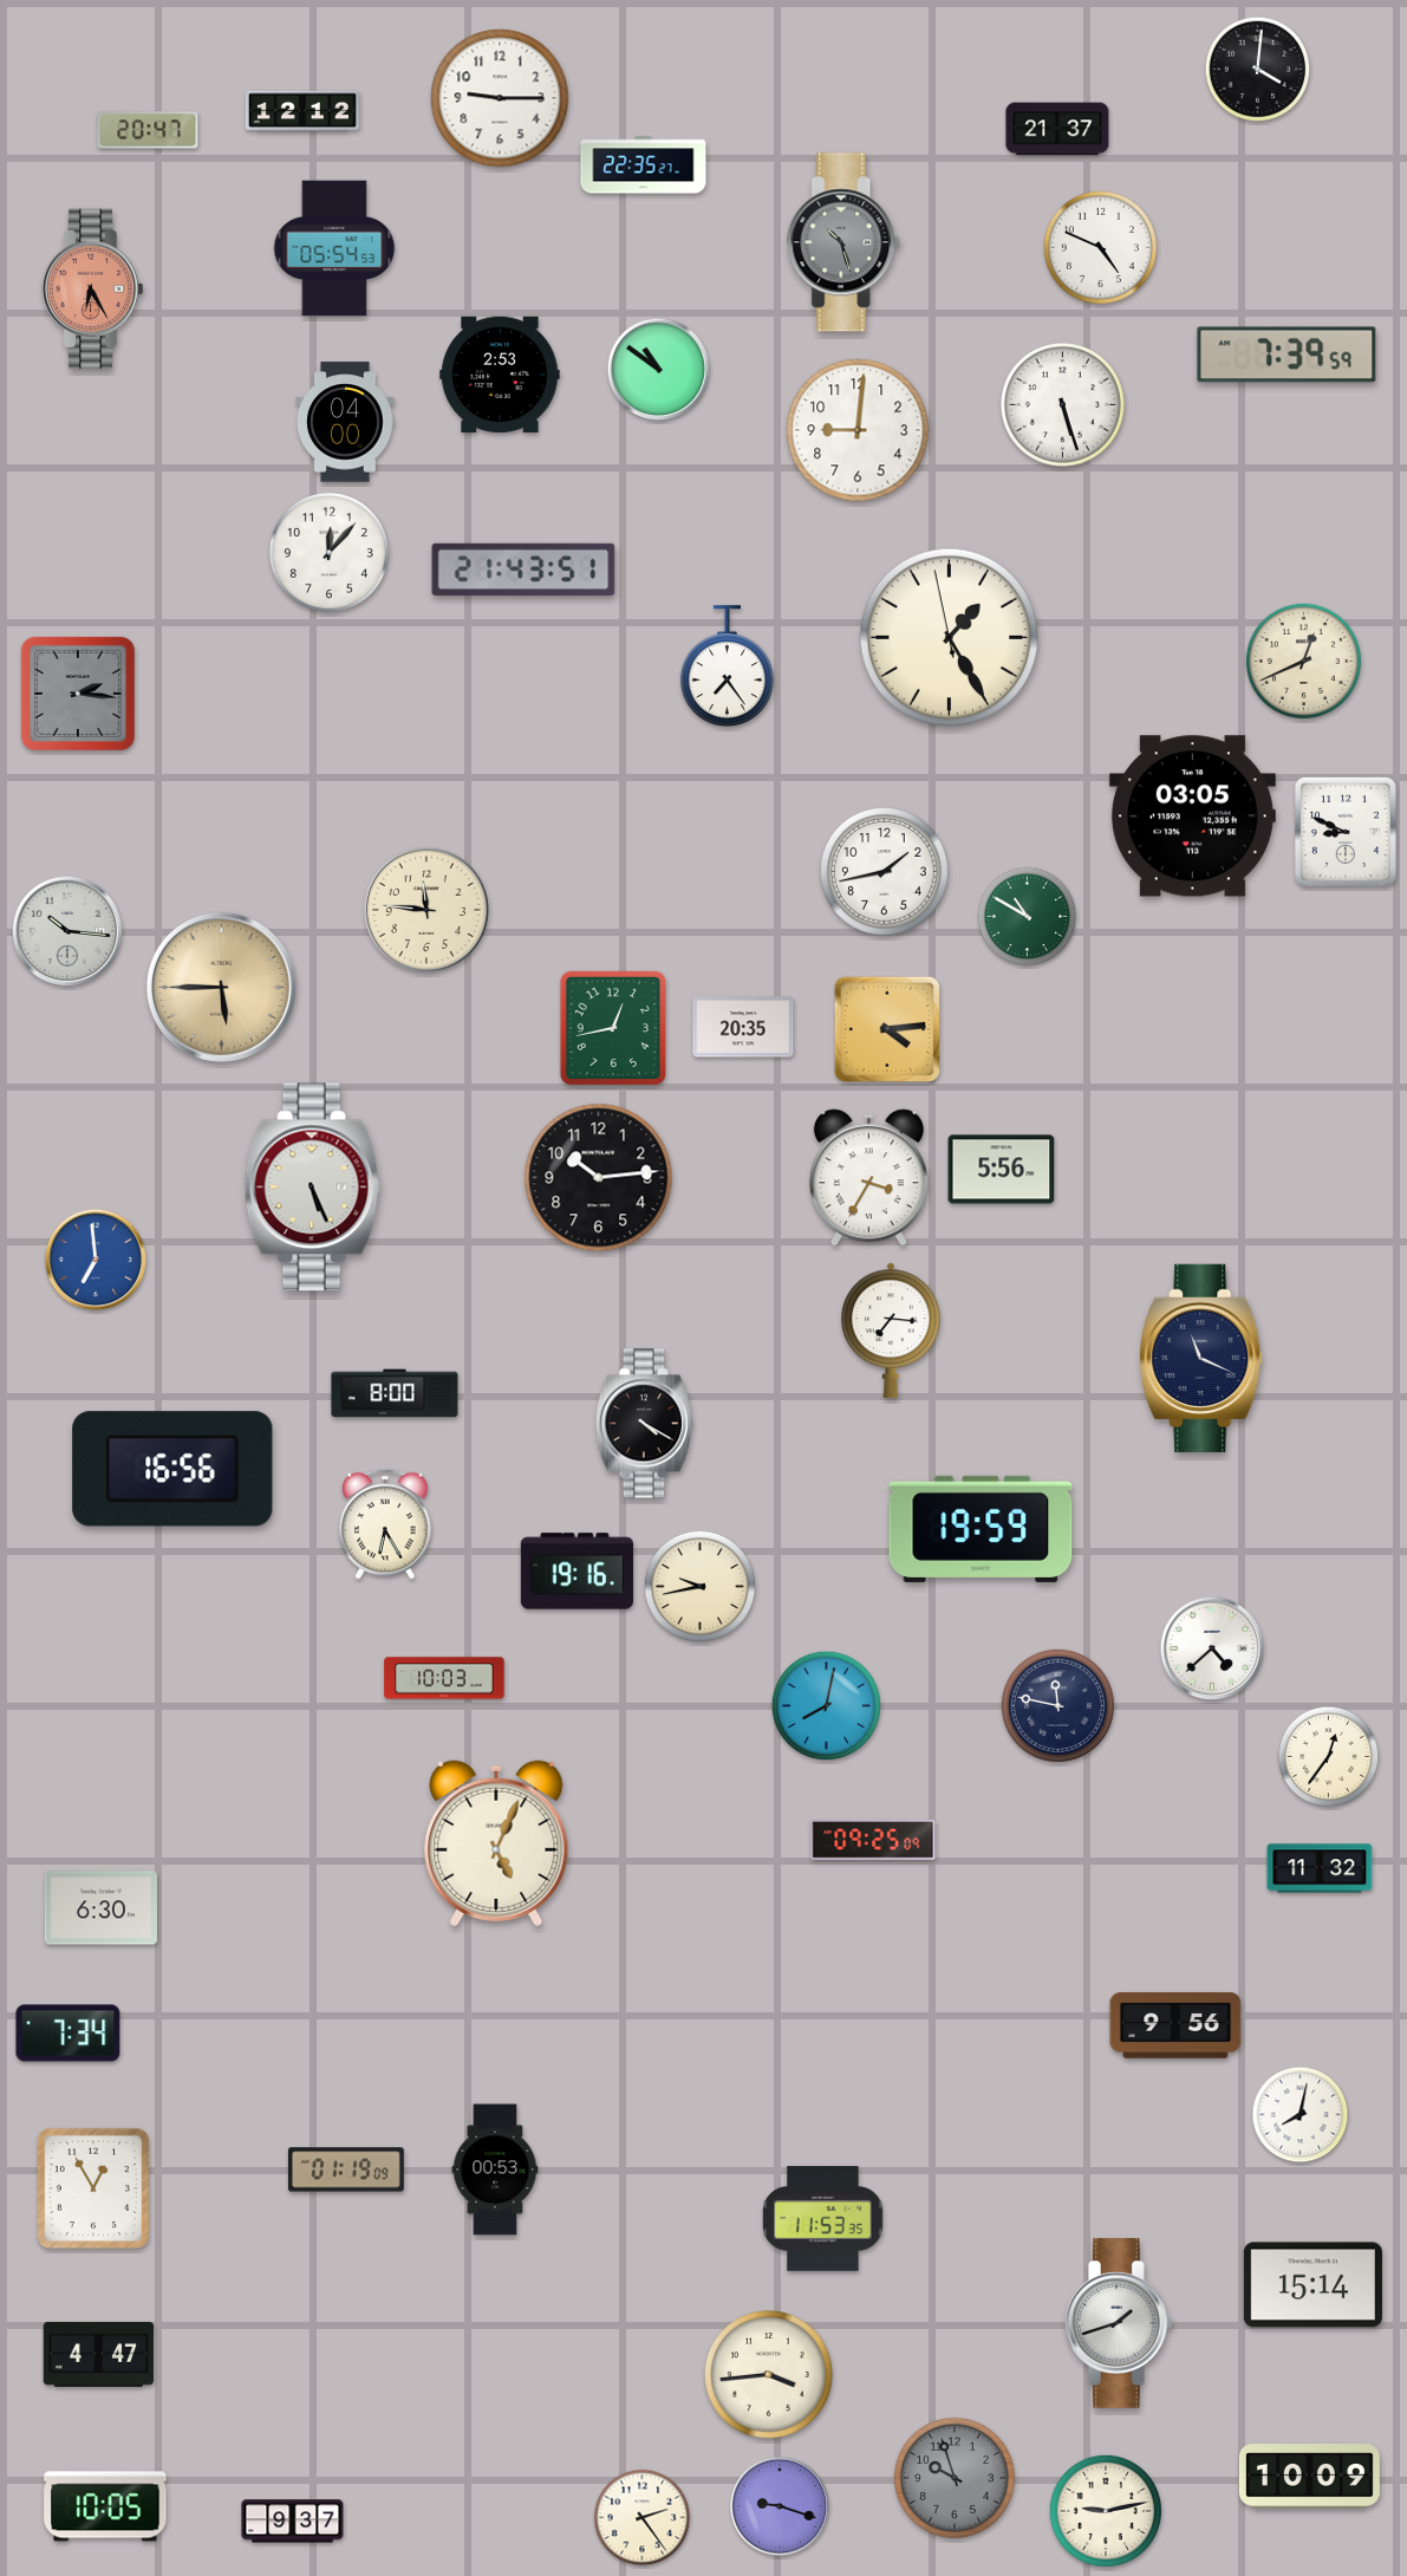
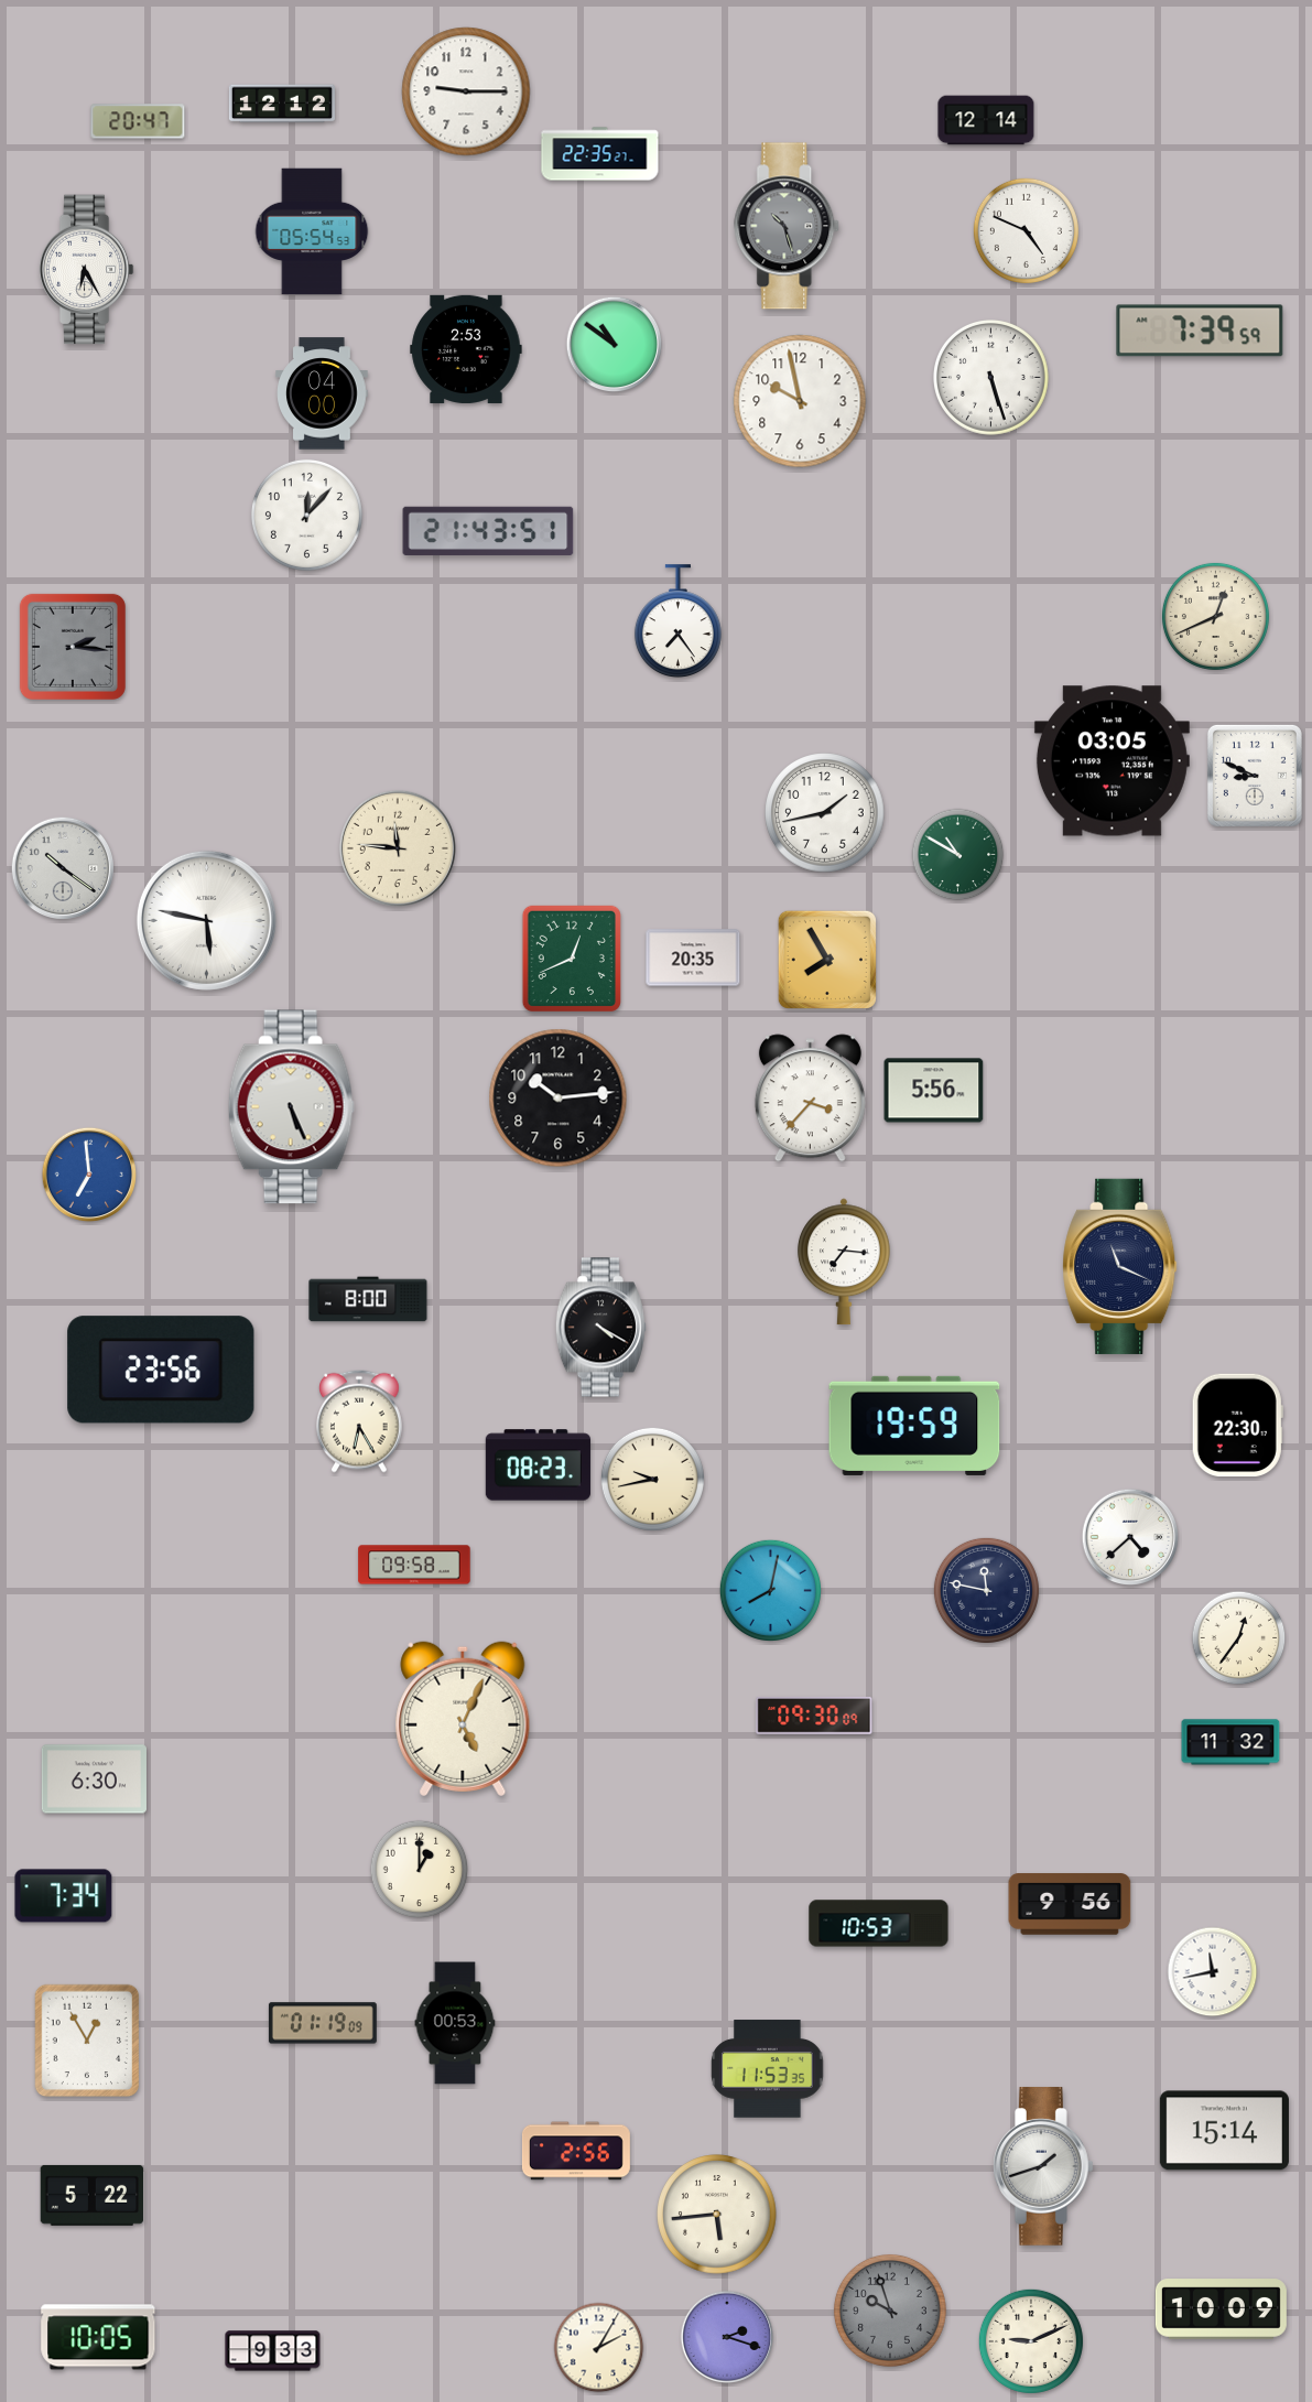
clock at (1258, 70): 4:01 -> none
clock at (1057, 129): 21:37 -> 12:14
clock at (92, 290) dial: salmon -> white
clock at (858, 430): 9:01 -> 9:58
clock at (950, 638): 1:24 -> none
clock at (67, 931): 10:16 -> 10:21
clock at (221, 987): 5:45 -> 5:47
clock at (221, 987) dial: champagne -> white
clock at (613, 1028): 12:43 -> 12:41
clock at (887, 1029): 4:14 -> 7:55
clock at (868, 1178): 3:35 -> 3:37
clock at (892, 1331) position: (892, 1331) -> (845, 1262)
clock at (172, 1469): 16:56 -> 23:56
clock at (1237, 1426): none -> 22:30
clock at (577, 1572): 19:16 -> 08:23
clock at (444, 1678): 10:03 -> 09:58
clock at (873, 1840): 09:25 -> 09:30
clock at (420, 1870): none -> 1:00
clock at (1175, 2025) position: (1175, 2025) -> (1070, 1904)
clock at (879, 1924): none -> 10:53
clock at (1301, 2115): 8:02 -> 11:43
clock at (495, 2170) position: (495, 2170) -> (455, 2023)
clock at (576, 2151): none -> 2:56
clock at (99, 2354): 4:47 -> 5:22
clock at (769, 2375): 3:44 -> 5:44
clock at (780, 2506): 9:18 -> 2:18
clock at (1106, 2511): 9:13 -> 9:11
clock at (643, 2518): 2:24 -> 2:05
clock at (293, 2522): 9:37 -> 9:33
